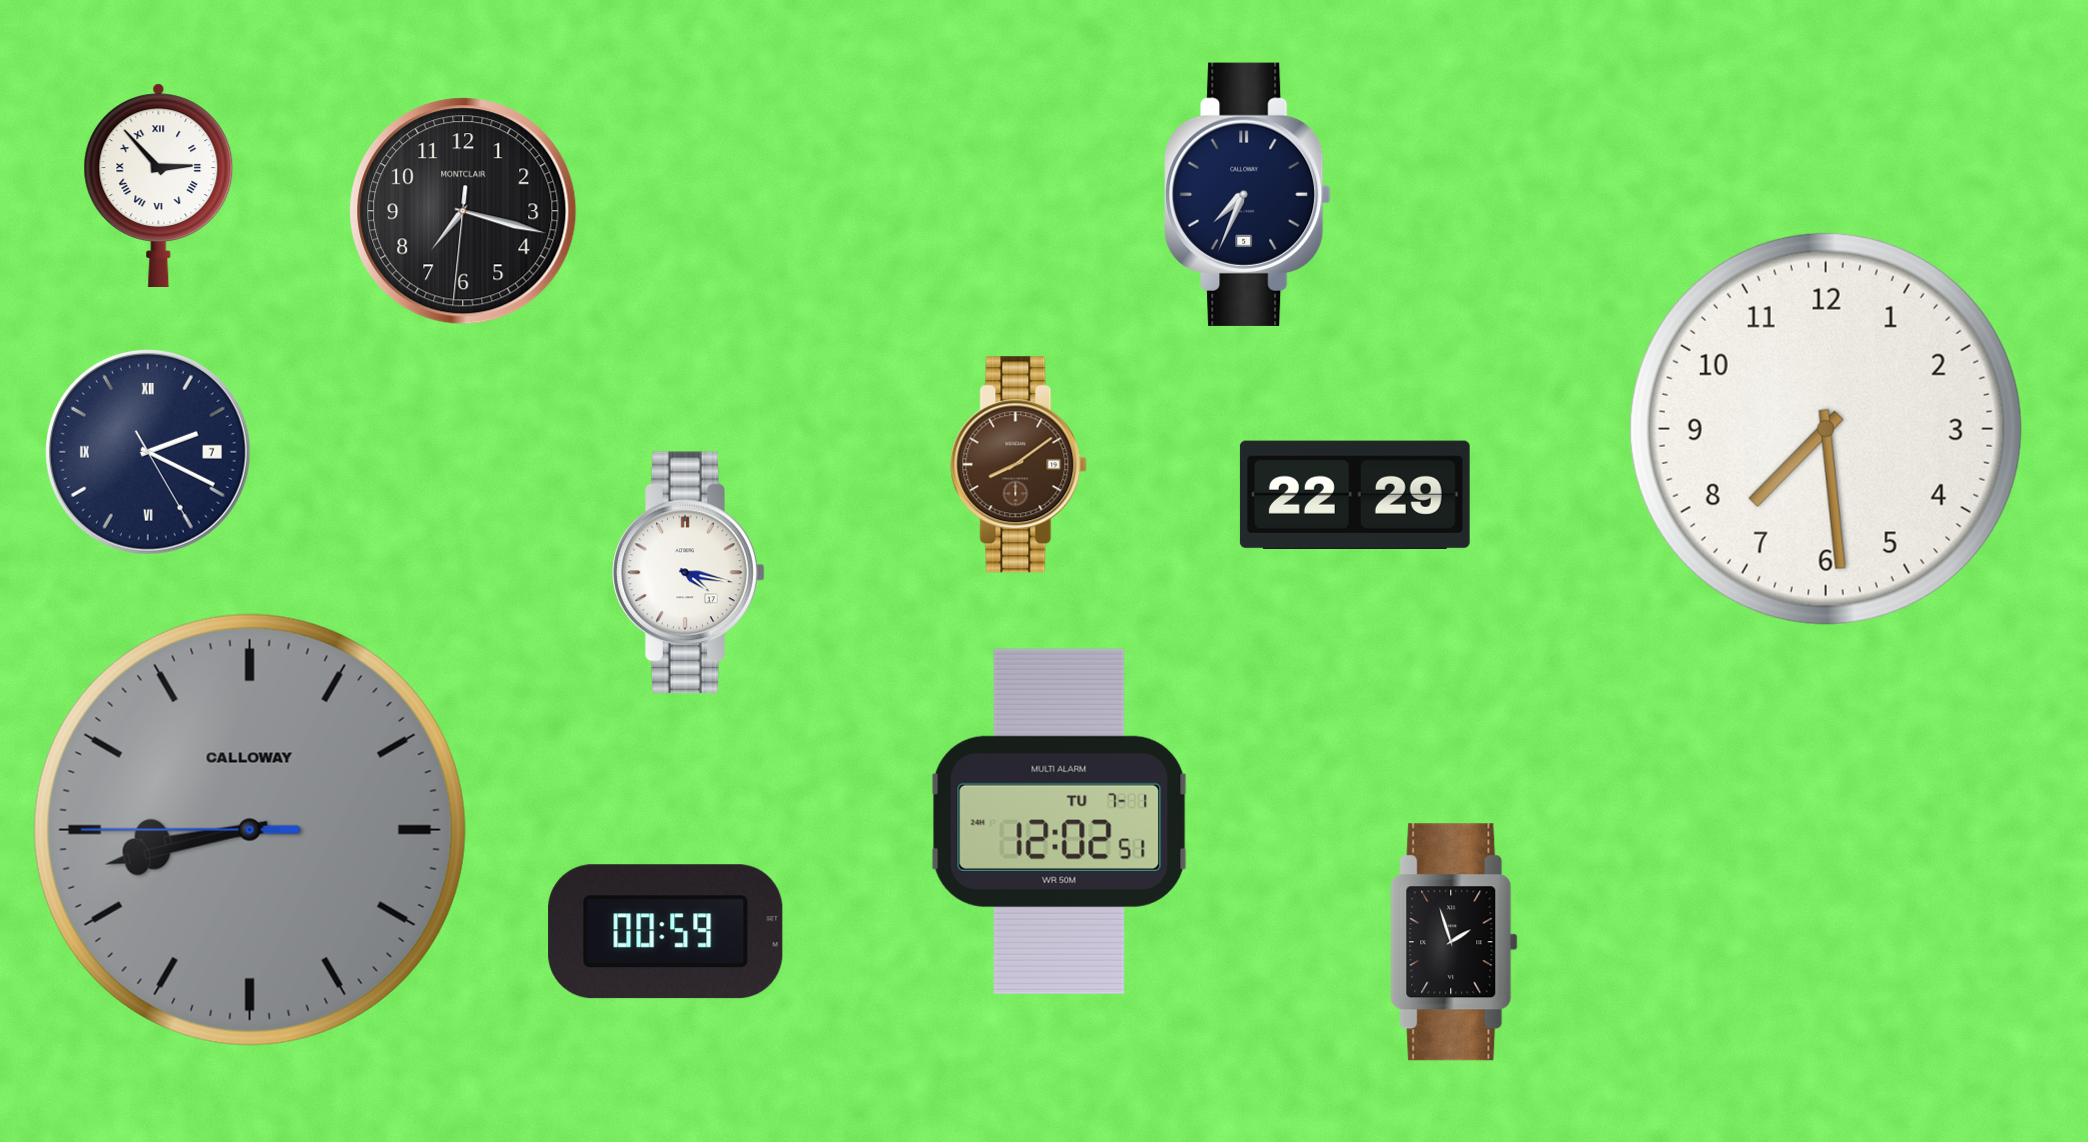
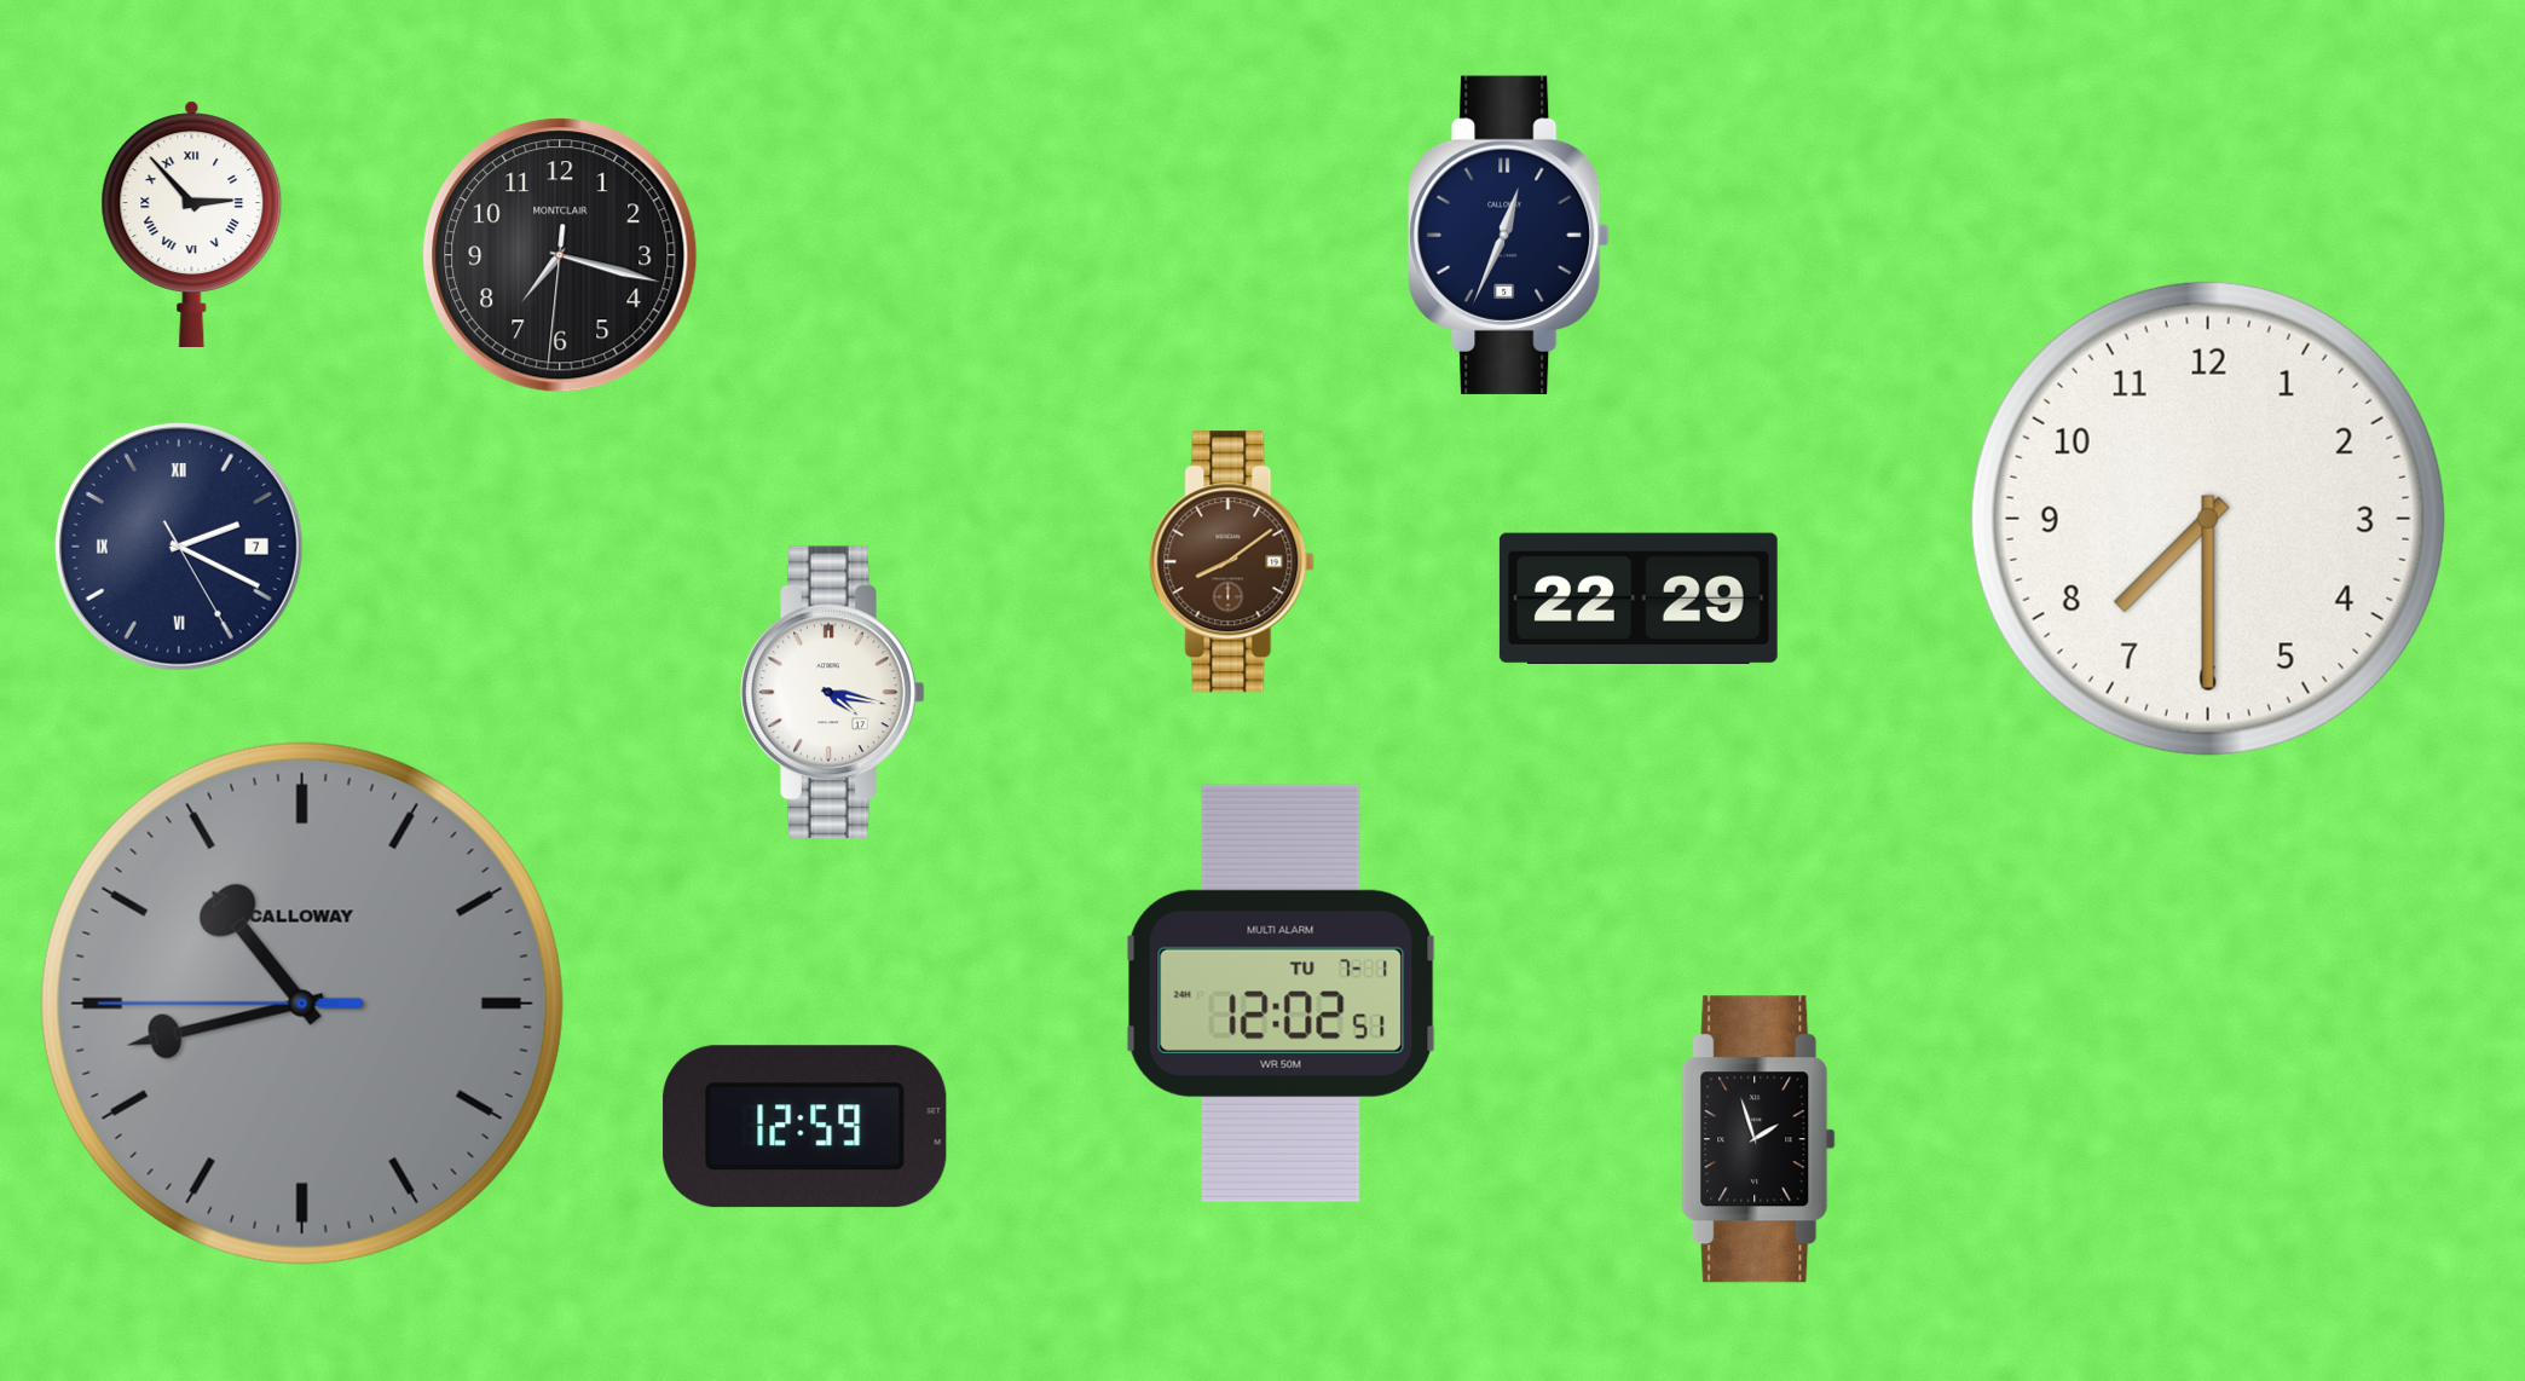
clock at (1248, 194): 7:34 -> 12:34
clock at (1826, 429): 7:29 -> 7:30
clock at (250, 830): 8:42 -> 10:42
clock at (666, 932): 00:59 -> 12:59
